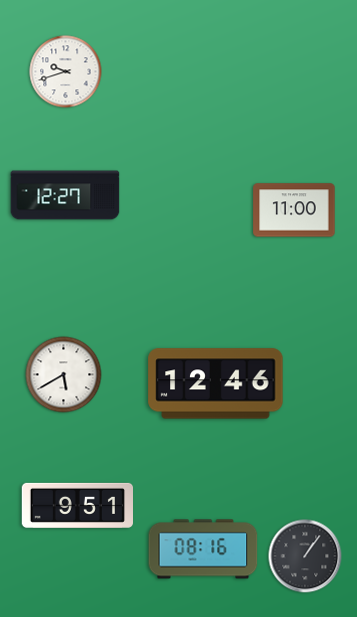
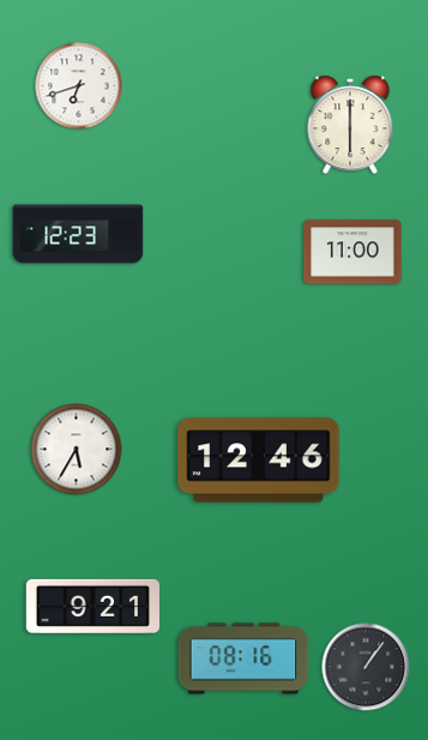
clock at (66, 72): 9:42 -> 6:42
clock at (350, 125): none -> 6:00
clock at (65, 195): 12:27 -> 12:23
clock at (64, 375): 5:40 -> 5:35
clock at (77, 505): 9:51 -> 9:21
